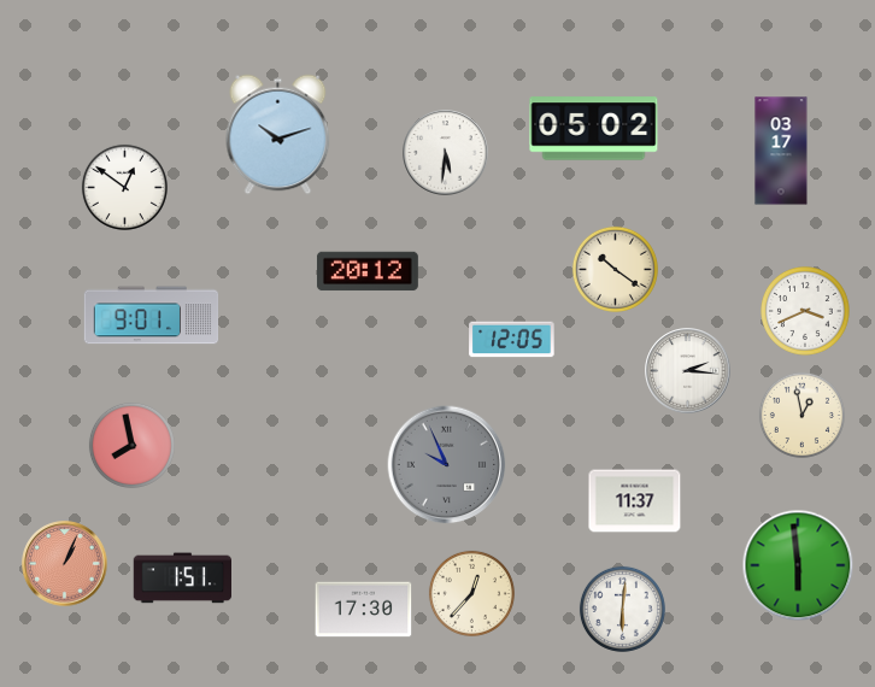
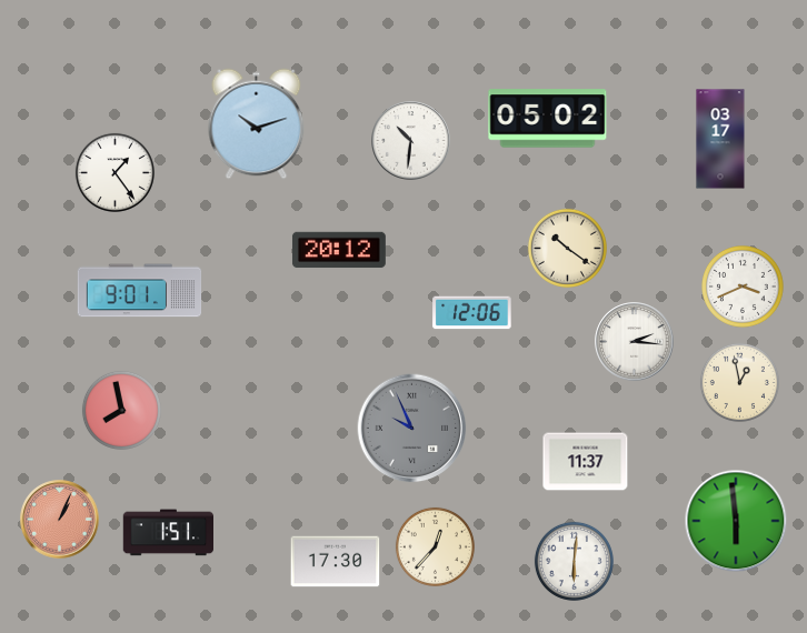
clock at (446, 153): 5:31 -> 10:31
clock at (124, 187): 12:51 -> 1:24
clock at (512, 340): 12:05 -> 12:06
